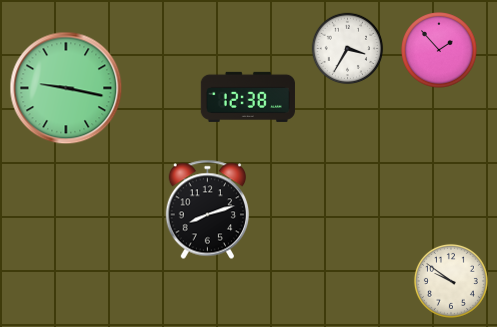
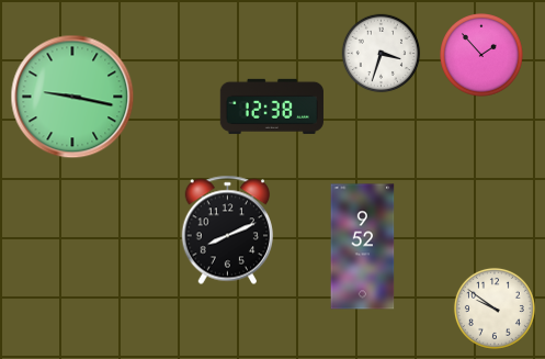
clock at (348, 49): 3:35 -> 3:33
clock at (207, 210): 8:12 -> 8:11
clock at (363, 247): none -> 9:52
